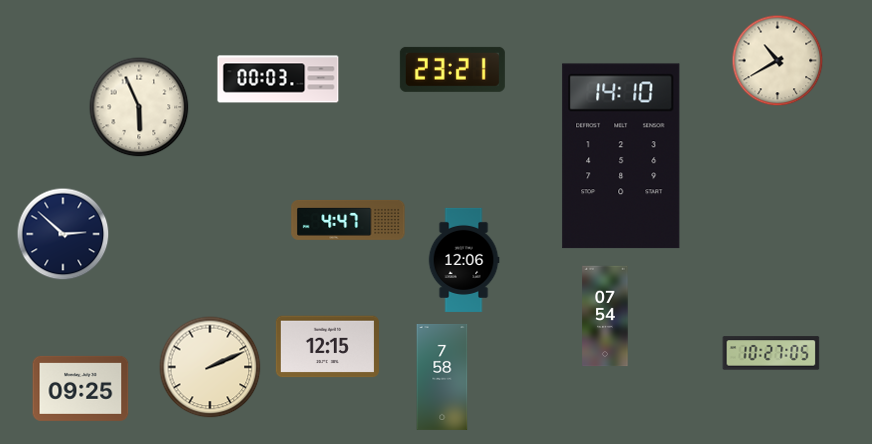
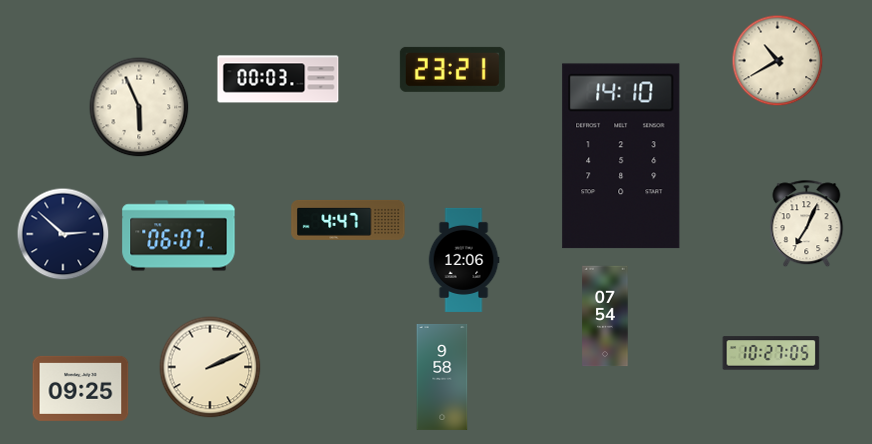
clock at (807, 224): none -> 7:04
clock at (179, 236): none -> 06:07
clock at (327, 347): 12:15 -> none
clock at (442, 377): 7:58 -> 9:58
